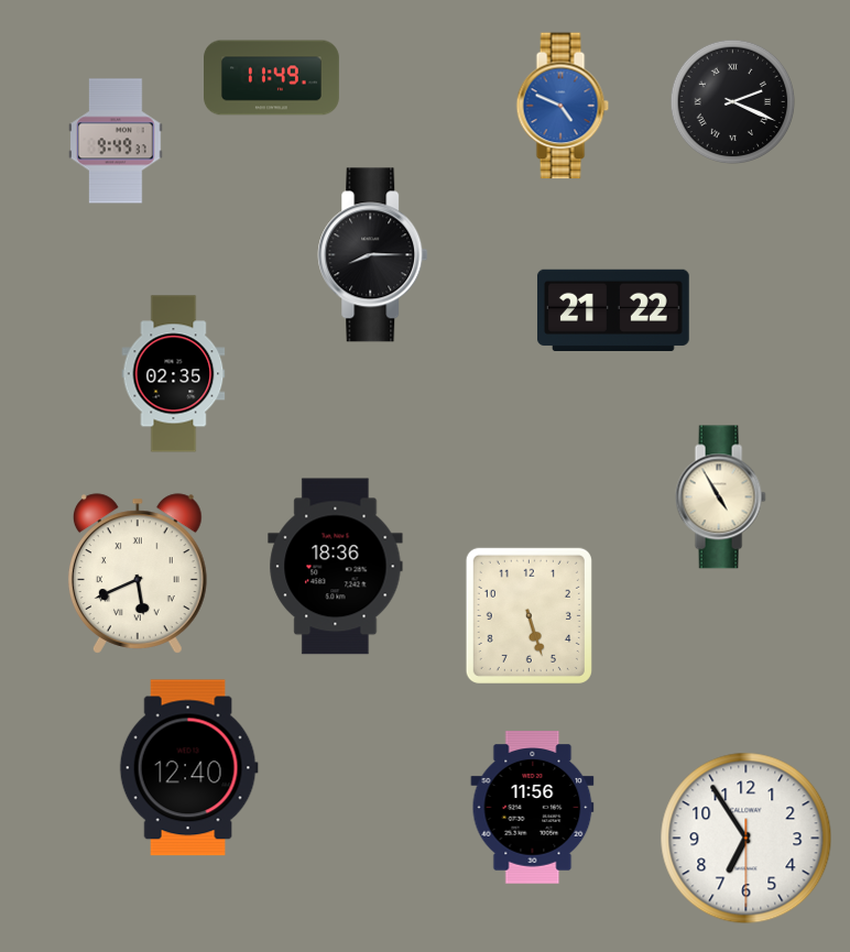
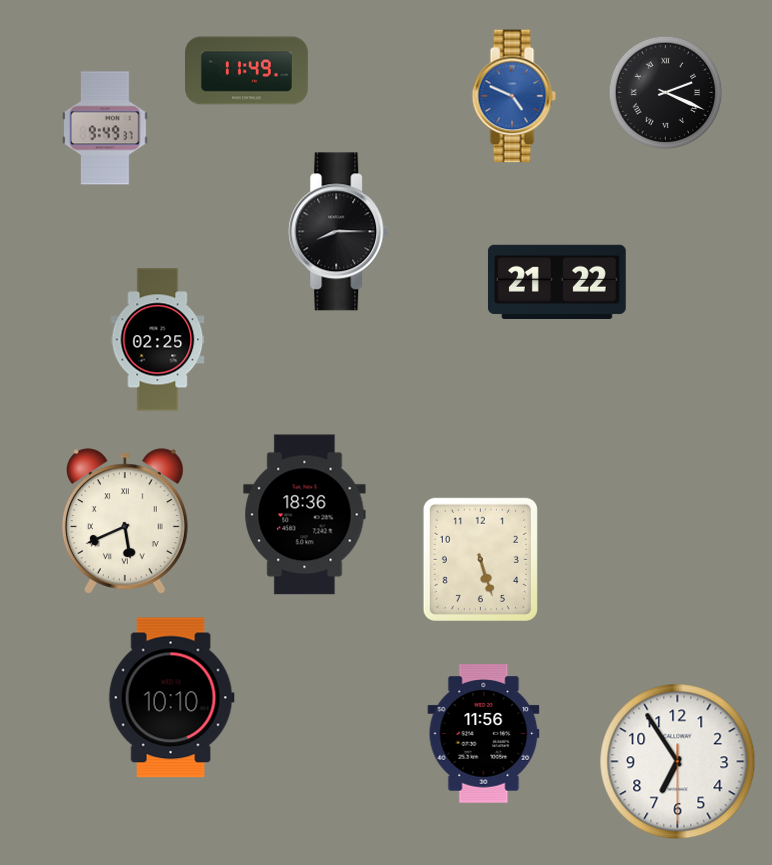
clock at (563, 106) position: (563, 106) -> (514, 96)
clock at (174, 374): 02:35 -> 02:25
clock at (720, 497): 4:55 -> none
clock at (188, 768): 12:40 -> 10:10
